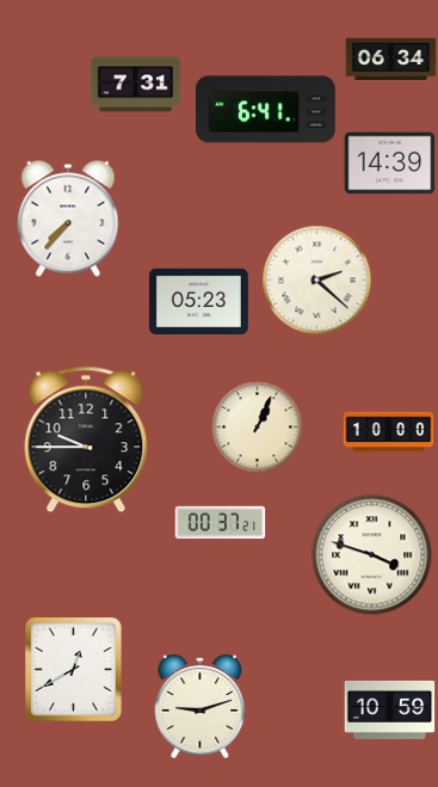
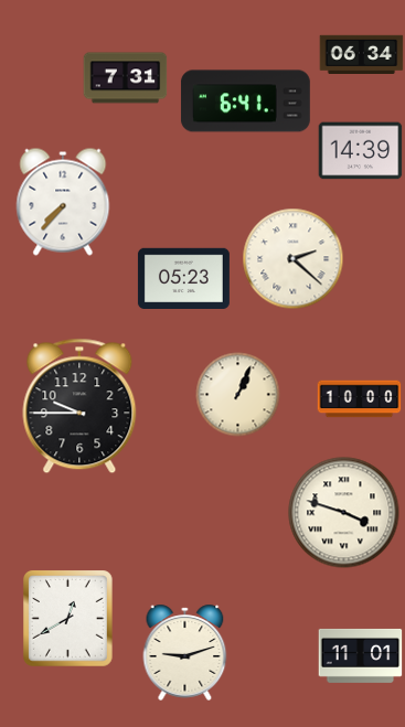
clock at (221, 523): 00:37 -> none
clock at (390, 709): 10:59 -> 11:01
